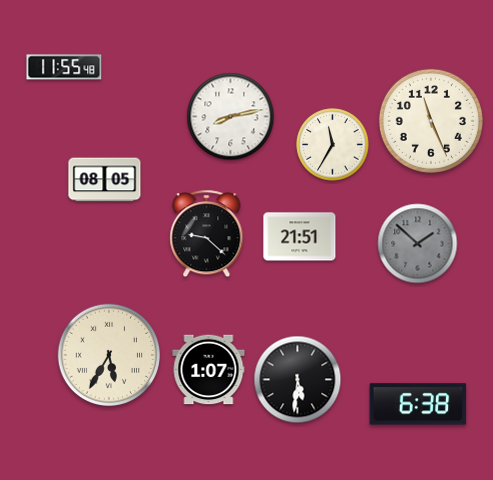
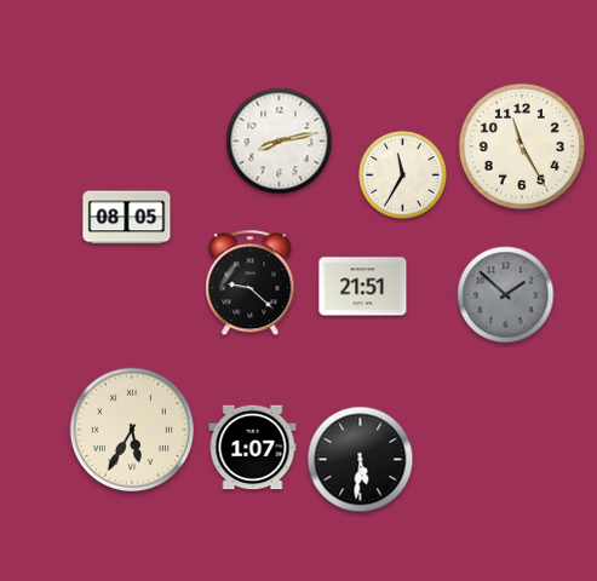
clock at (64, 67): 11:55 -> none
clock at (431, 121): 11:26 -> 11:25
clock at (418, 404): 6:38 -> none
